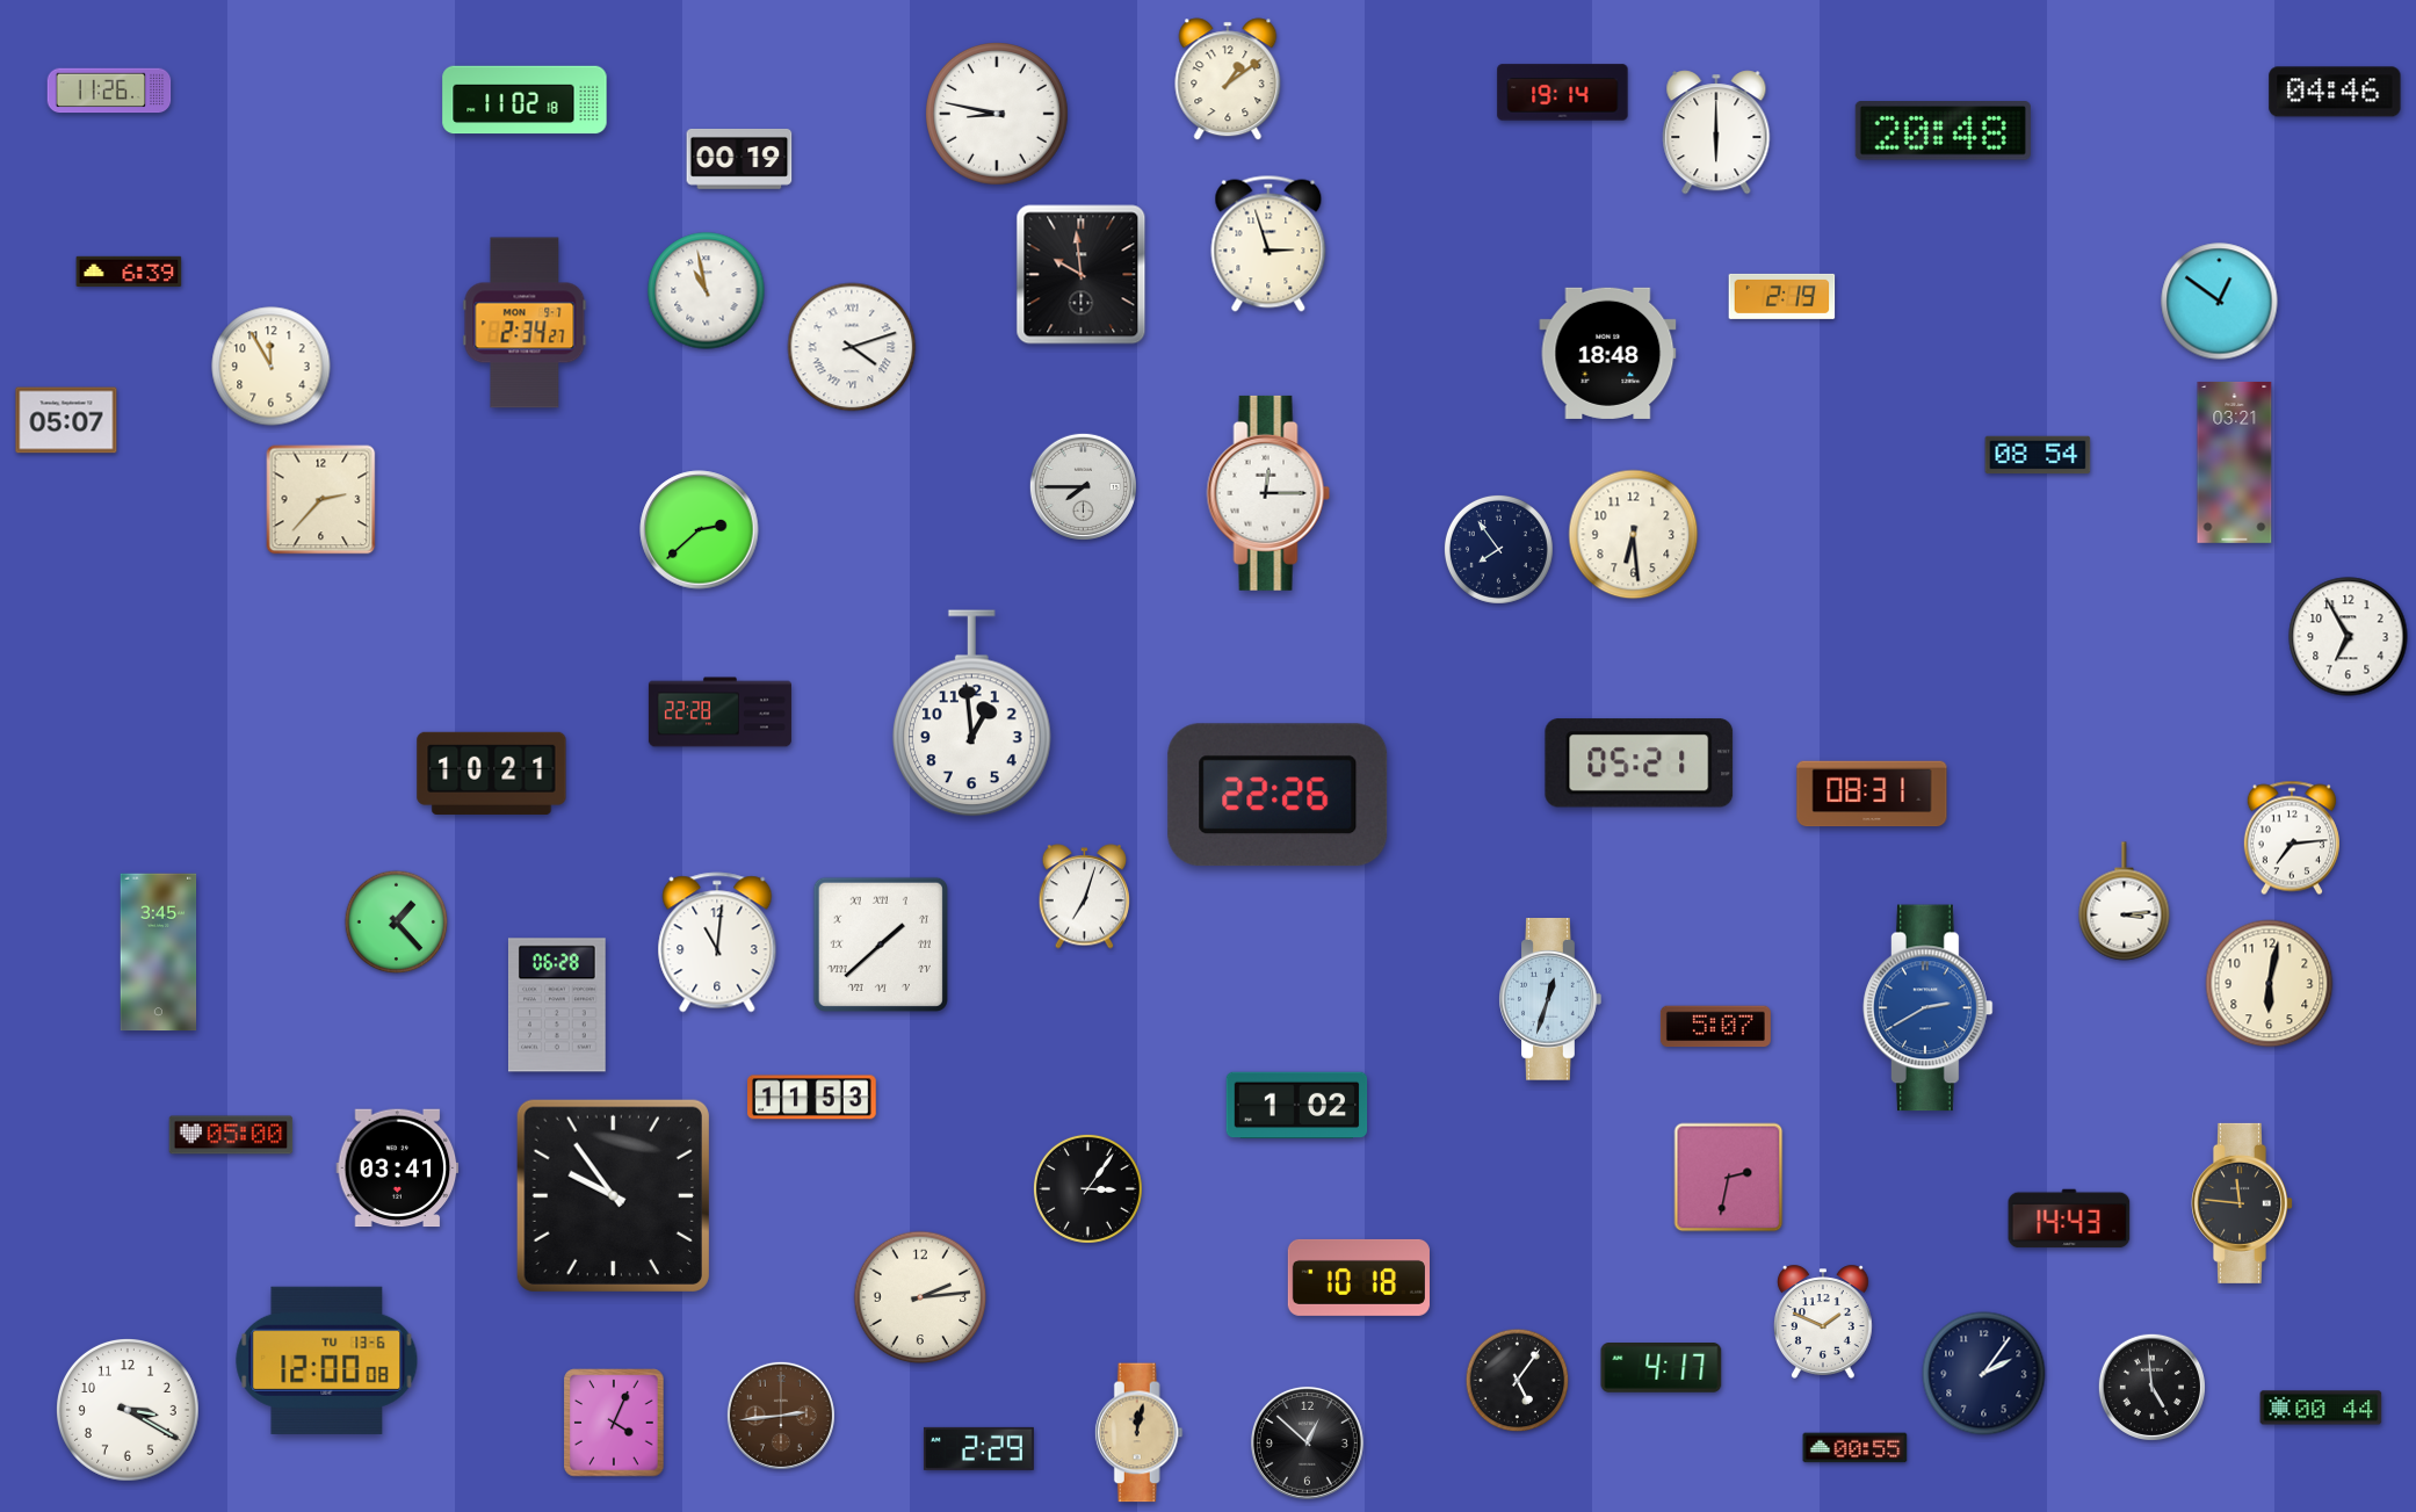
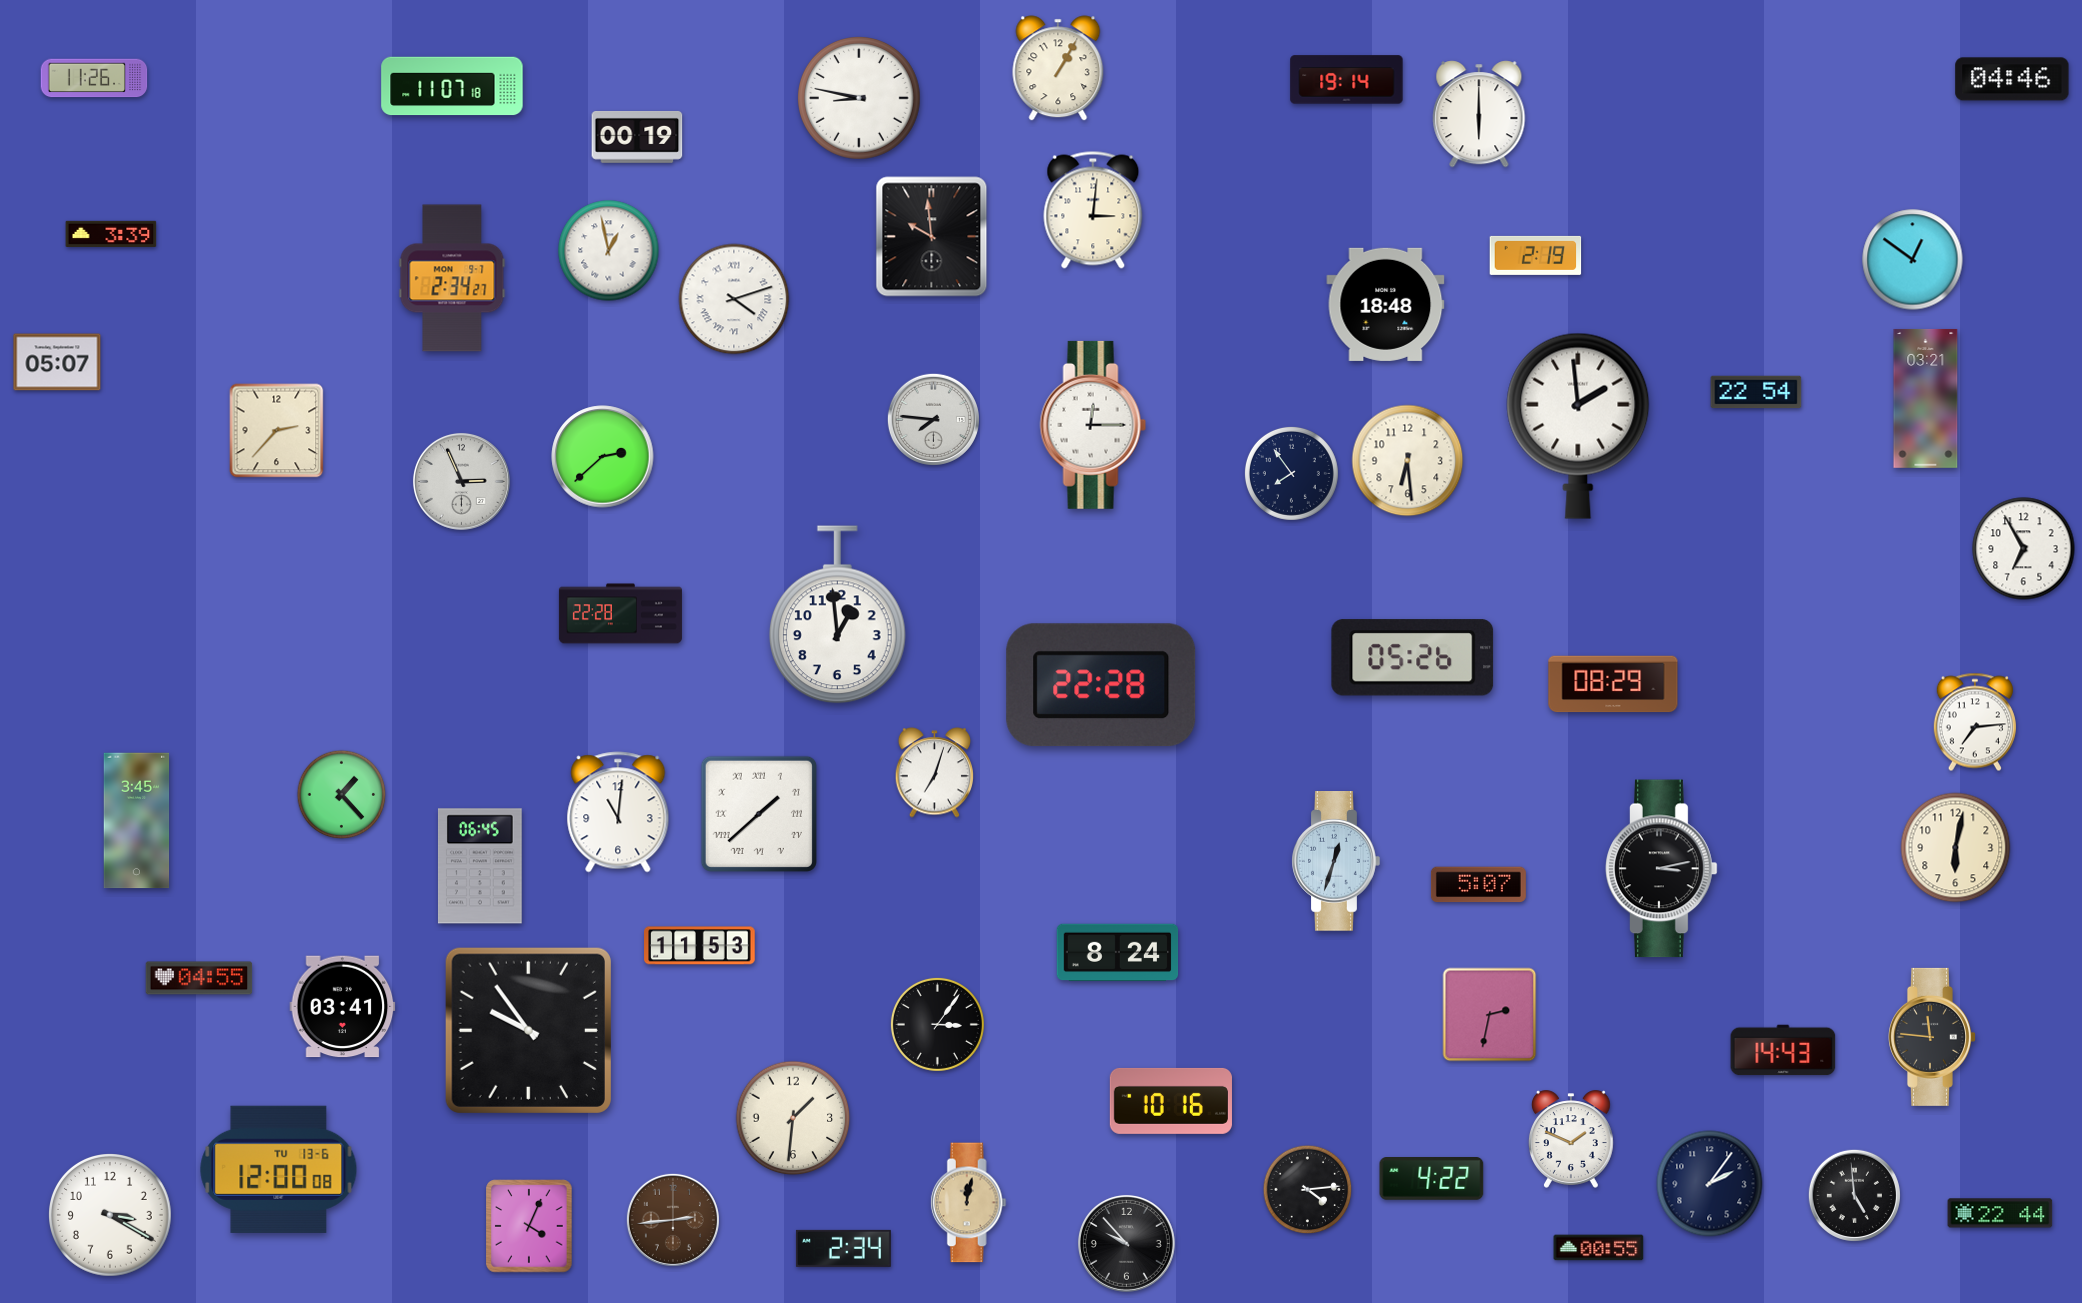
clock at (1228, 79): 1:09 -> 1:05
clock at (525, 100): 11:02 -> 11:07
clock at (1943, 131): 20:48 -> none
clock at (1268, 244): 2:57 -> 3:01
clock at (129, 272): 6:39 -> 3:39
clock at (707, 291): 10:58 -> 12:58
clock at (272, 367): 11:55 -> none
clock at (2038, 455): 08:54 -> 22:54
clock at (1083, 486): 7:45 -> 7:46
clock at (1578, 426): none -> 1:59
clock at (461, 481): none -> 2:56
clock at (1640, 764): 05:21 -> 05:26
clock at (492, 773): 10:21 -> none
clock at (1872, 794): 08:31 -> 08:29
clock at (1278, 795): 22:26 -> 22:28
clock at (2125, 902): 3:14 -> none
clock at (557, 1005): 06:28 -> 06:45
clock at (1929, 1008): 2:40 -> 3:13
clock at (1929, 1008) dial: blue -> black
clock at (1297, 1106): 1:02 -> 8:24
clock at (231, 1135): 05:00 -> 04:55
clock at (1359, 1278): 10:18 -> 10:16
clock at (920, 1297): 2:14 -> 1:31
clock at (327, 1360) position: (327, 1360) -> (279, 1169)
clock at (1662, 1368): 4:17 -> 4:22
clock at (1518, 1381): 5:06 -> 4:14
clock at (2321, 1408): 00:44 -> 22:44
clock at (1138, 1433) position: (1138, 1433) -> (968, 1203)
clock at (1307, 1442): 12:52 -> 9:53
clock at (978, 1448): 2:29 -> 2:34
